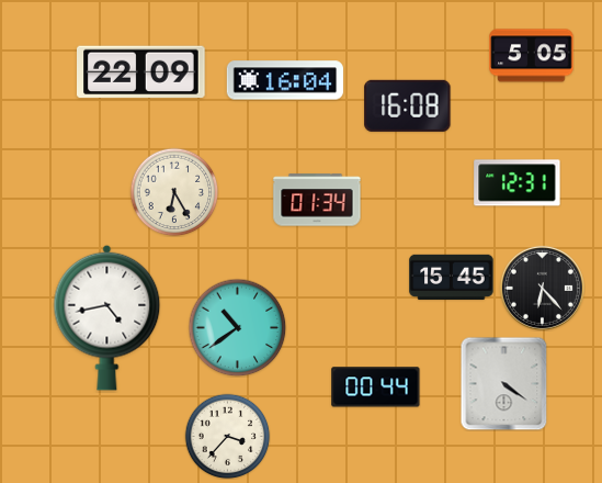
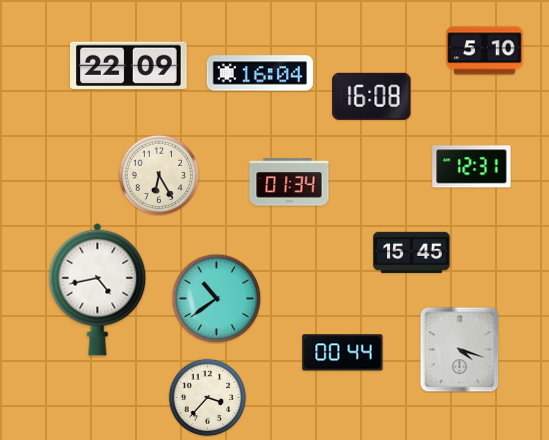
clock at (532, 56): 5:05 -> 5:10
clock at (542, 288): 6:23 -> none
clock at (504, 383): 4:21 -> 4:18
